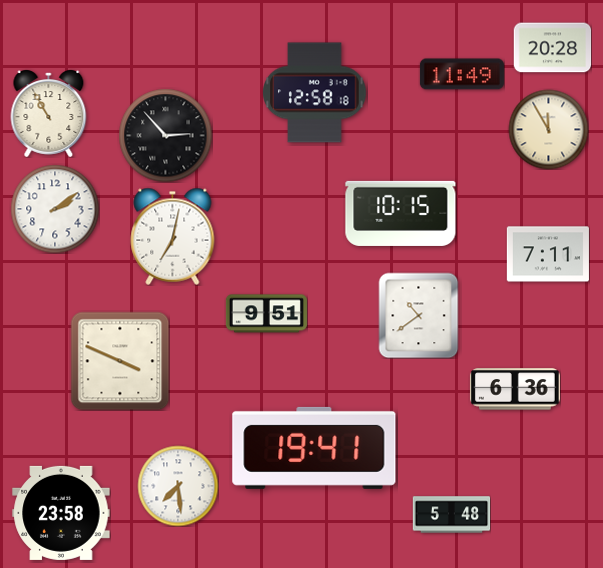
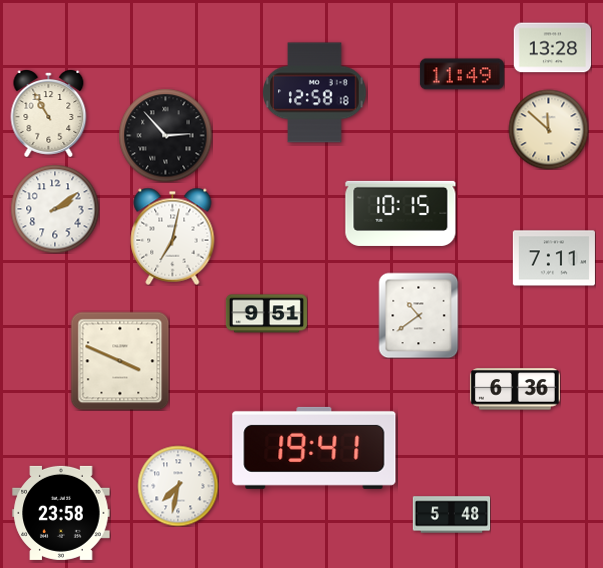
clock at (552, 48): 20:28 -> 13:28
clock at (548, 129): 11:55 -> 11:52
clock at (548, 254) position: (548, 254) -> (554, 258)
clock at (178, 486): 7:29 -> 7:32
